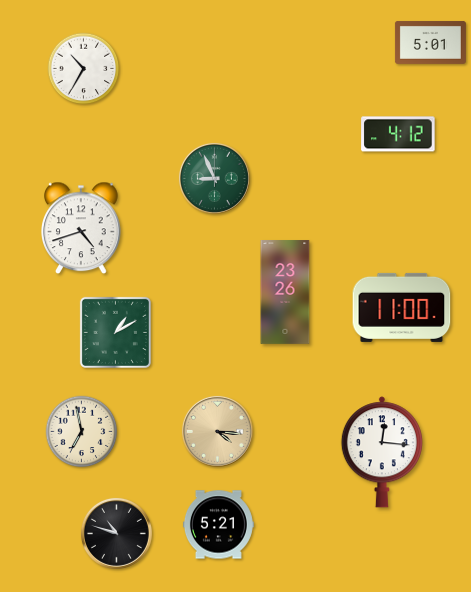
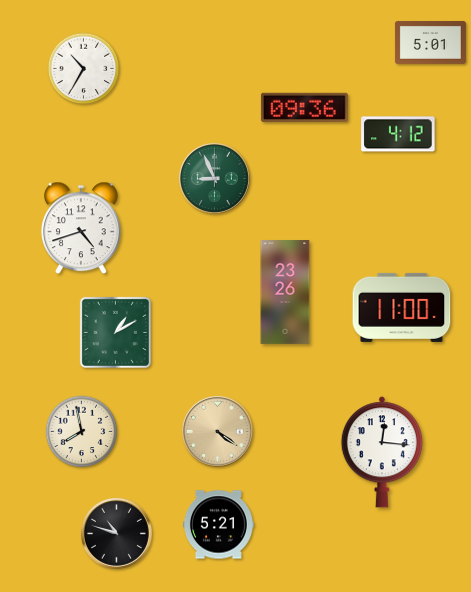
clock at (304, 107): none -> 09:36
clock at (217, 431): 4:16 -> 4:21
clock at (82, 432): 6:58 -> 7:58
